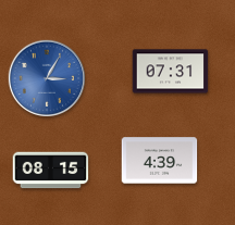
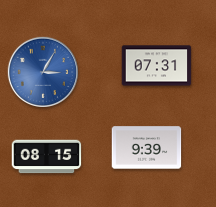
clock at (160, 161): 4:39 -> 9:39
